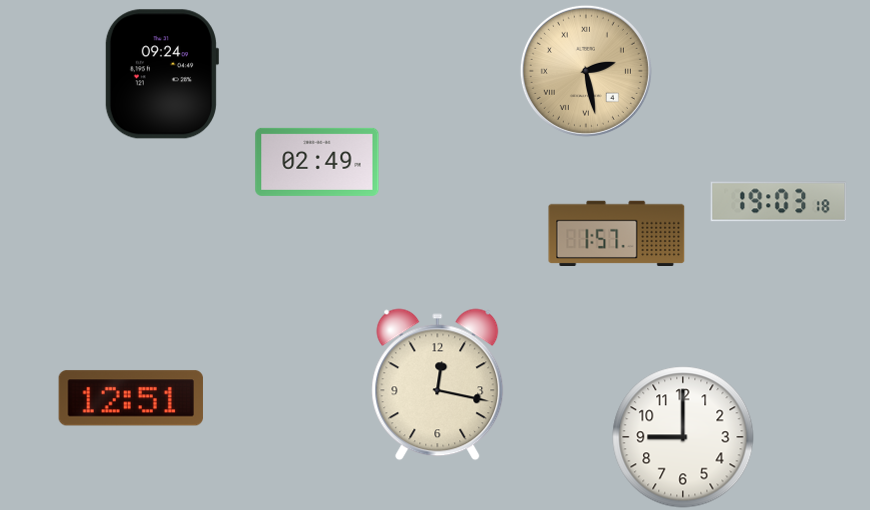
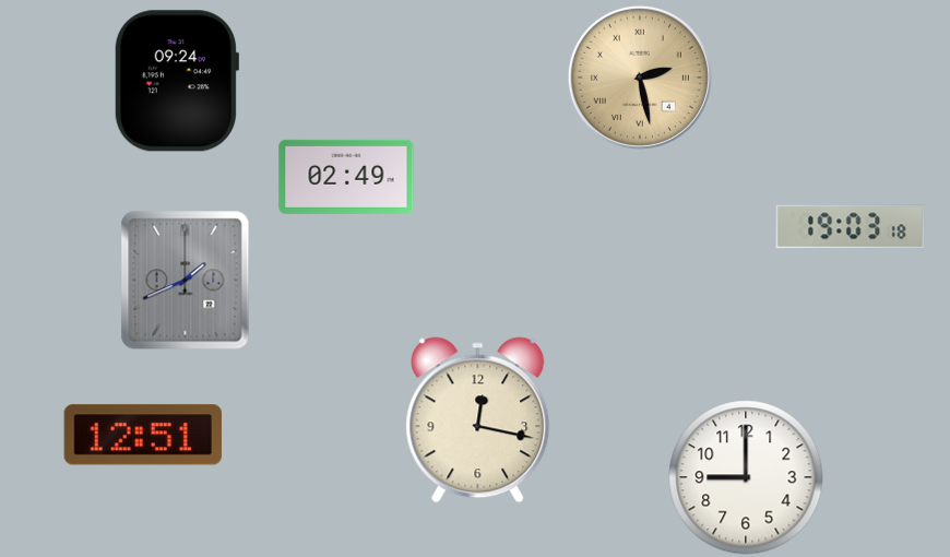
clock at (779, 202) position: (779, 202) -> (851, 227)
clock at (617, 233): 1:57 -> none
clock at (186, 281): none -> 1:41
